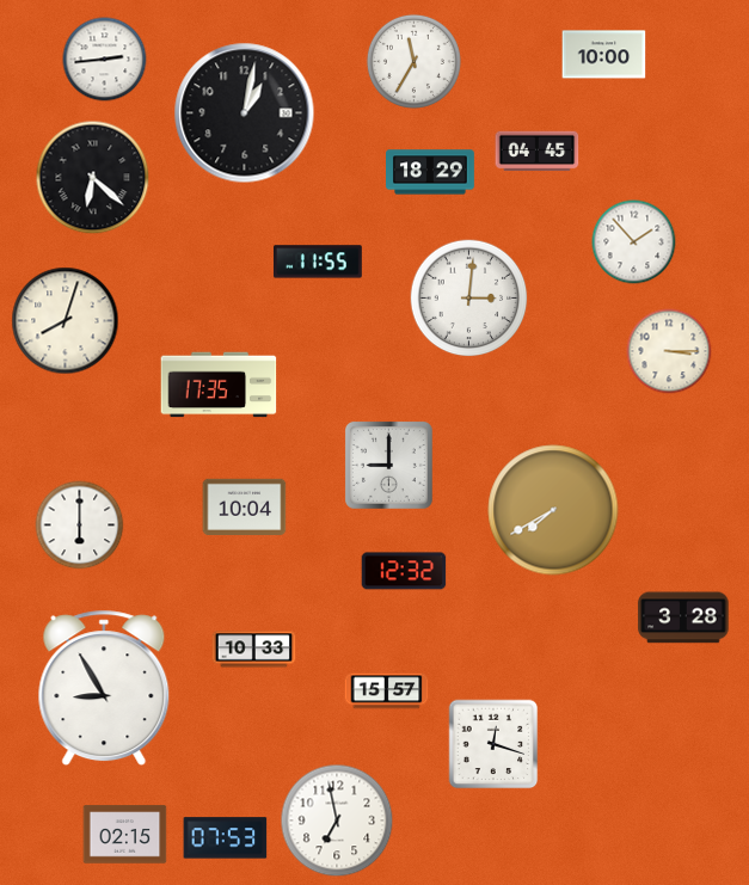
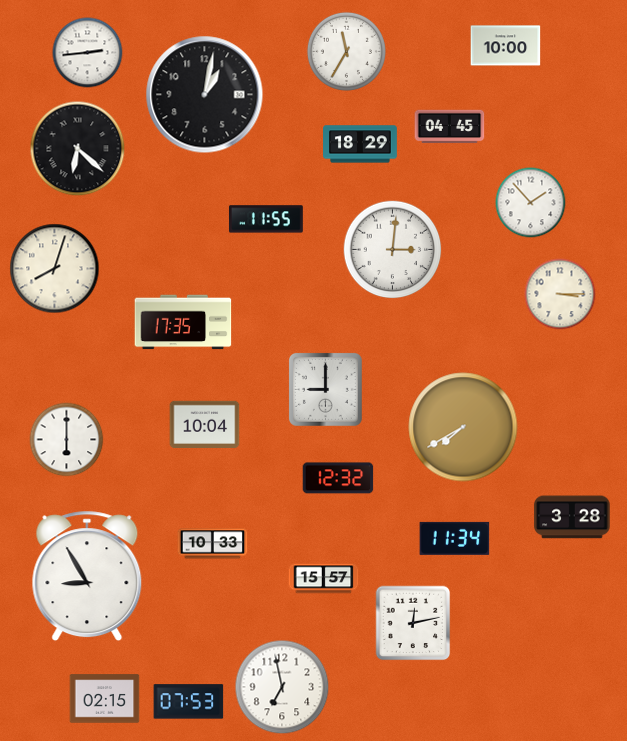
clock at (105, 60) position: (105, 60) -> (88, 53)
clock at (455, 538): none -> 11:34
clock at (493, 744): 12:18 -> 12:13
